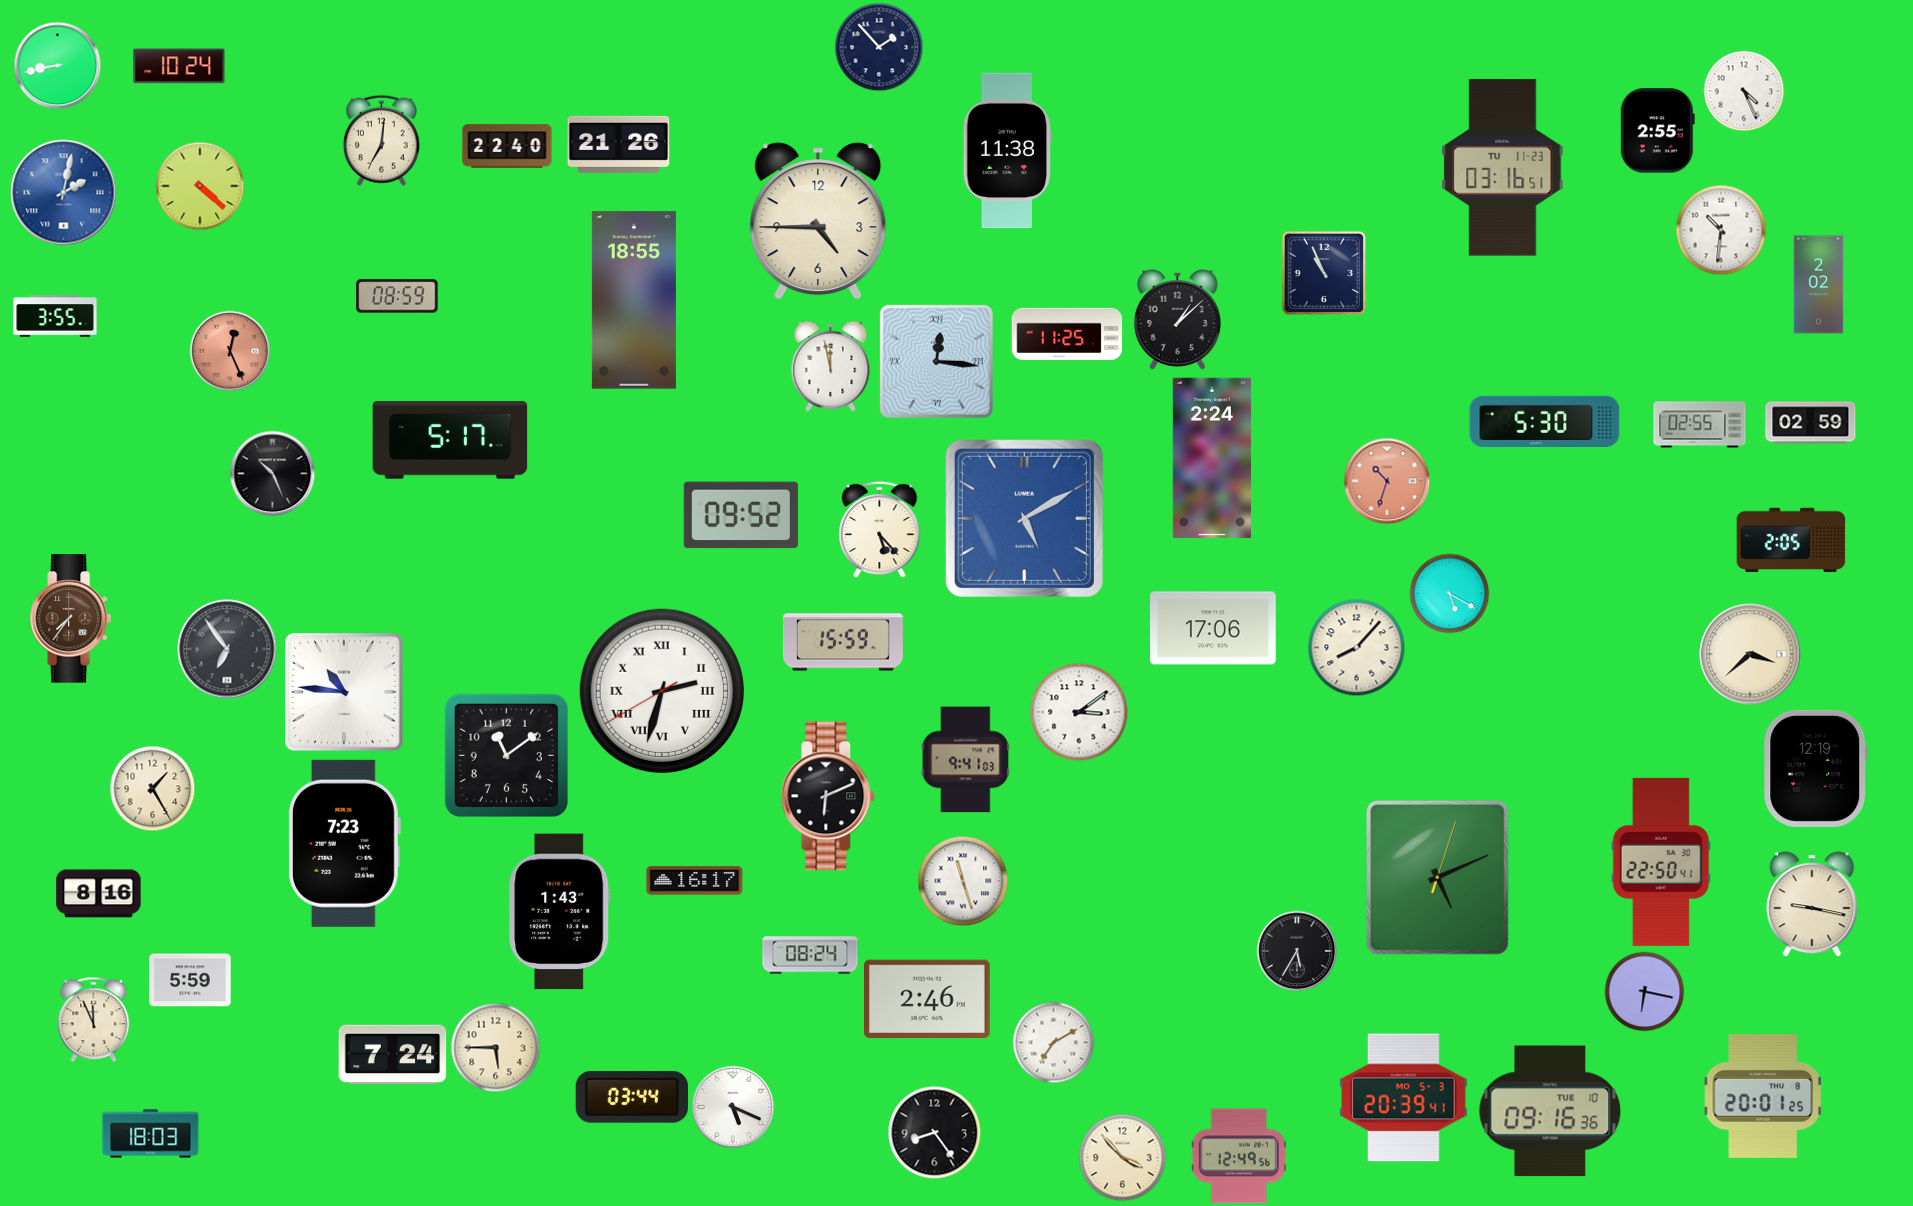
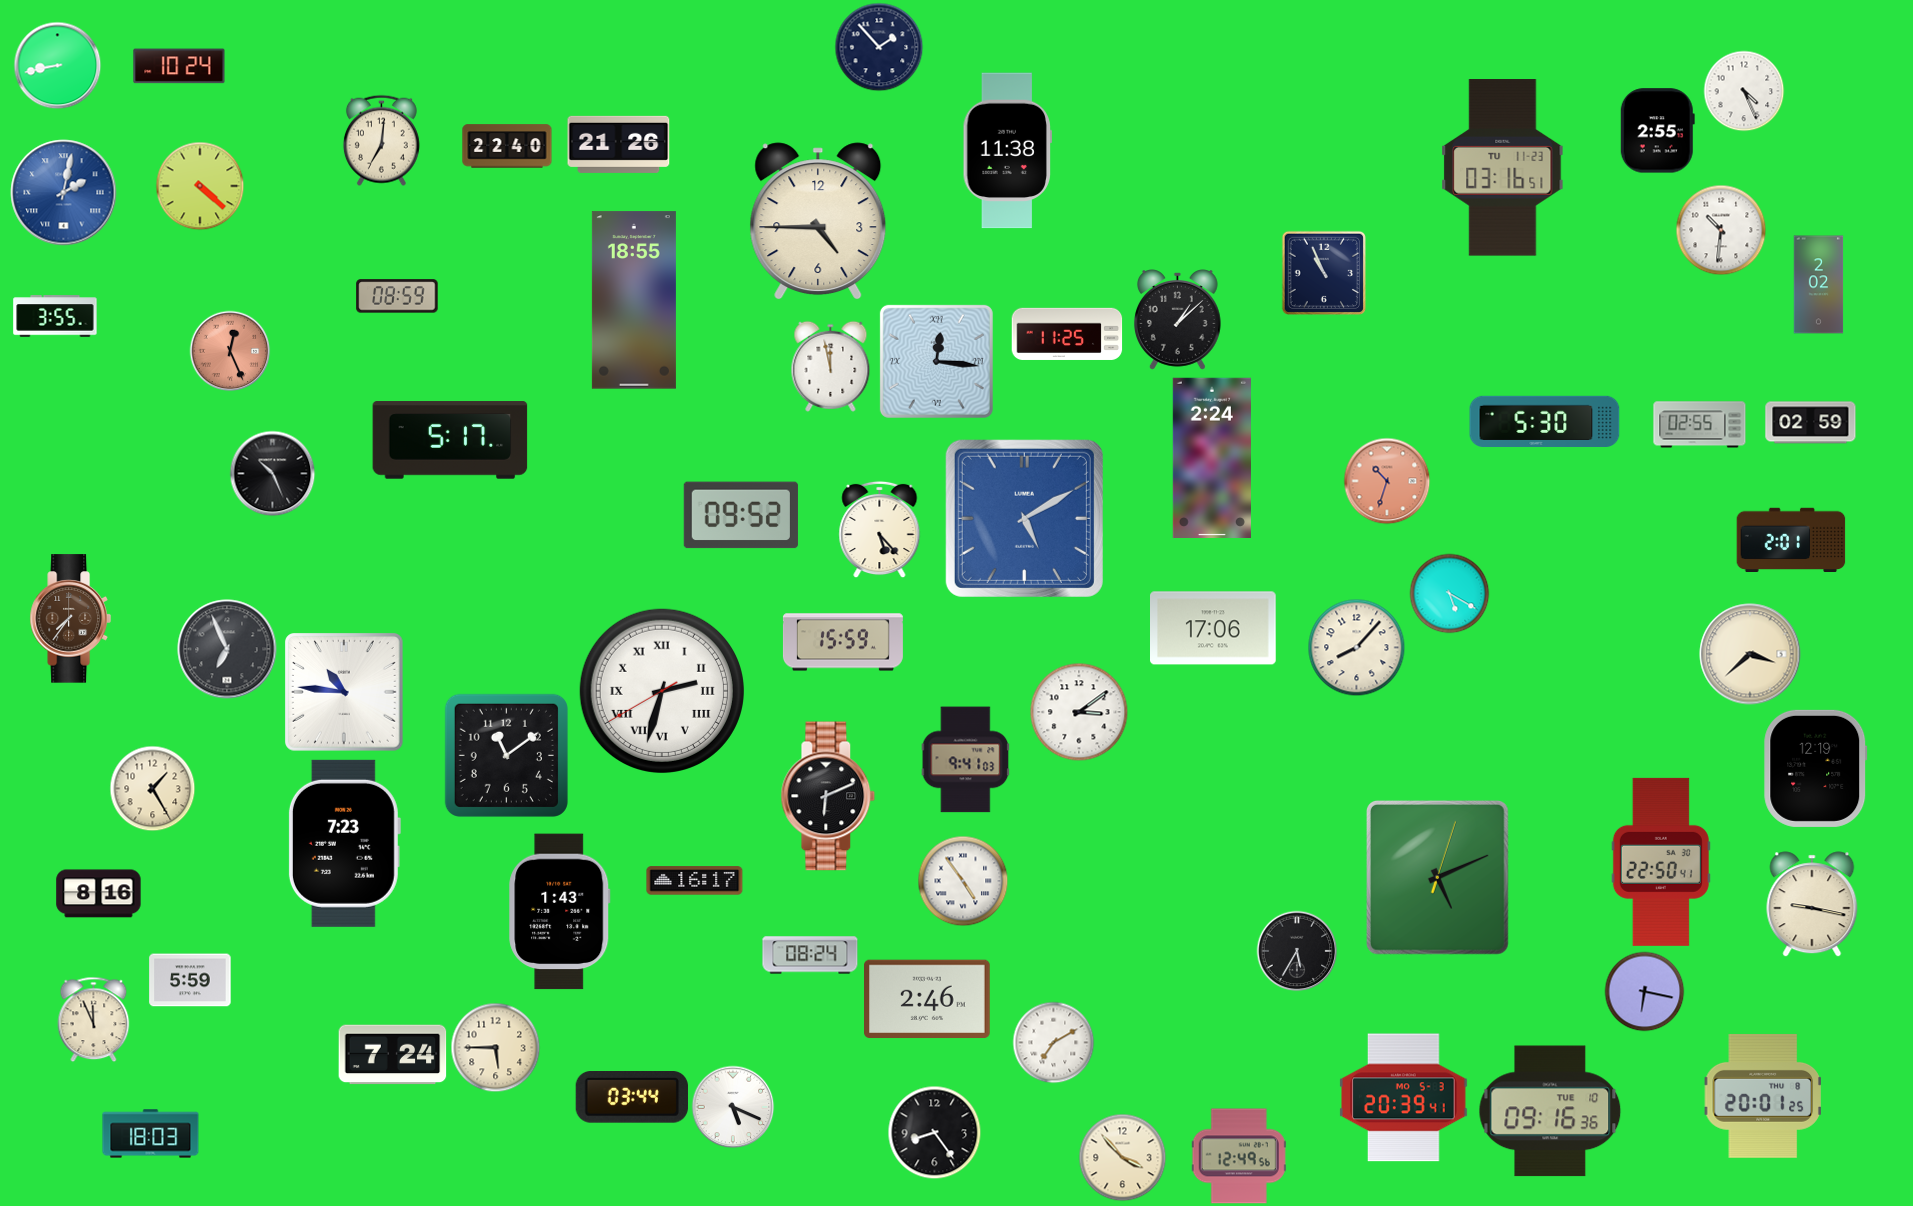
clock at (1791, 540): 2:05 -> 2:01
clock at (227, 649): 6:54 -> 6:56
clock at (963, 881): 11:27 -> 4:54
